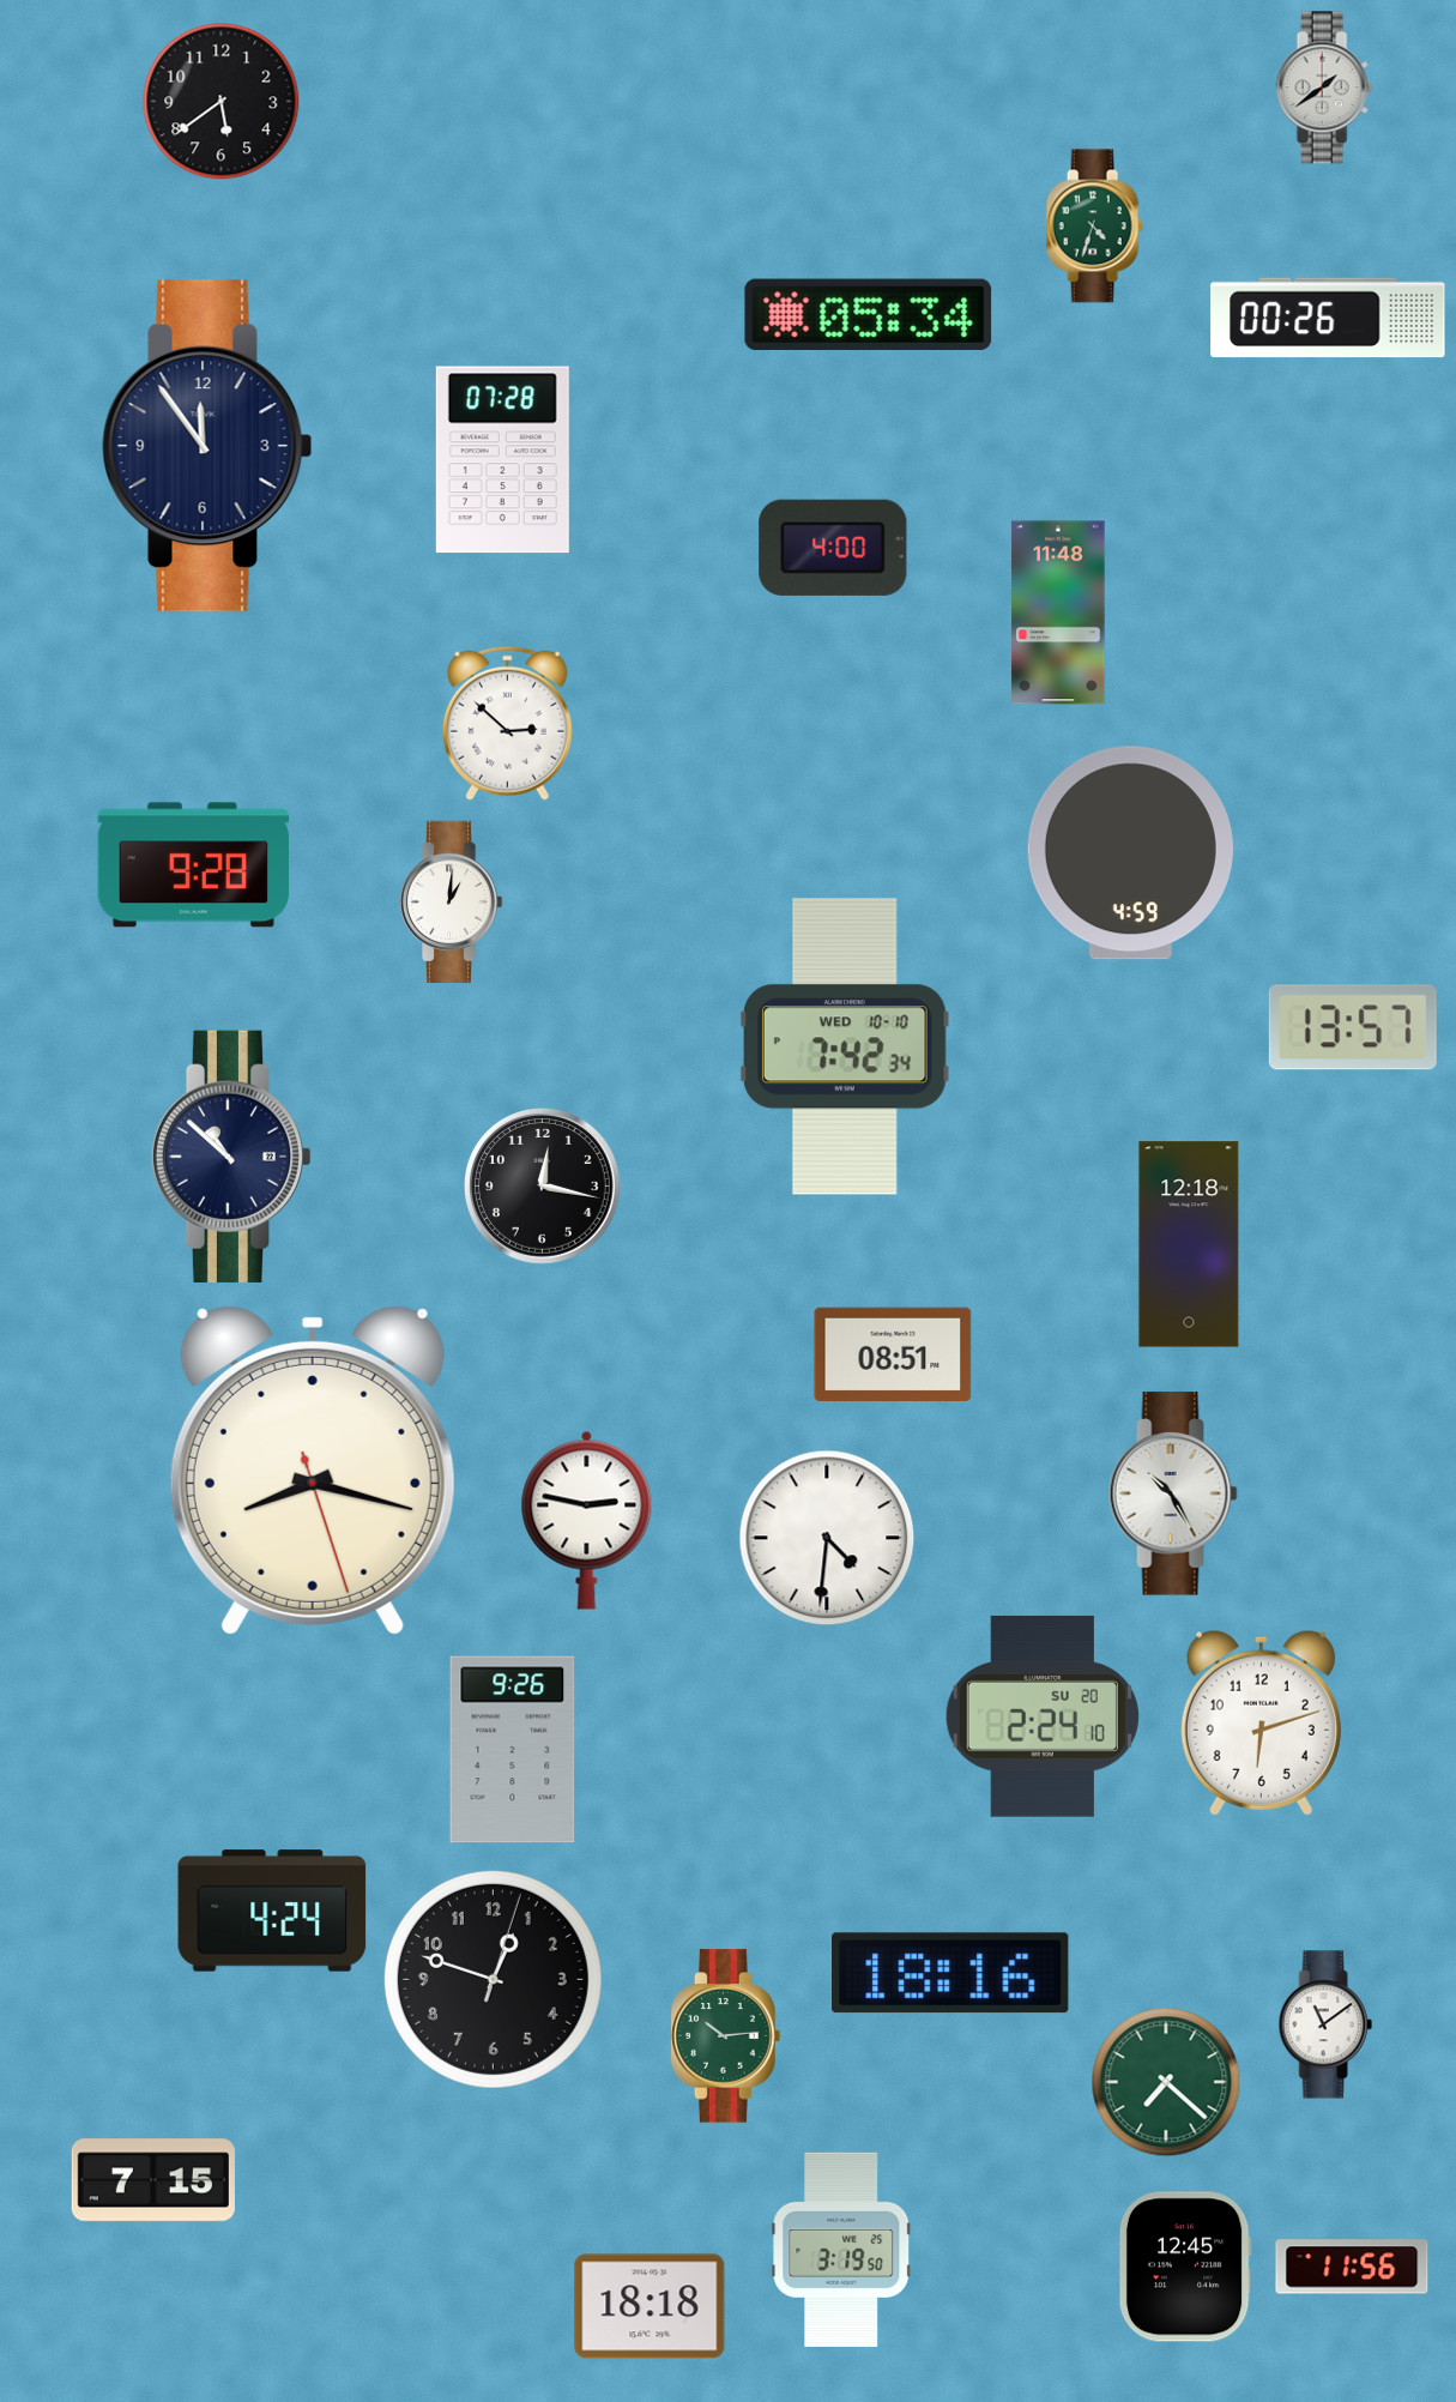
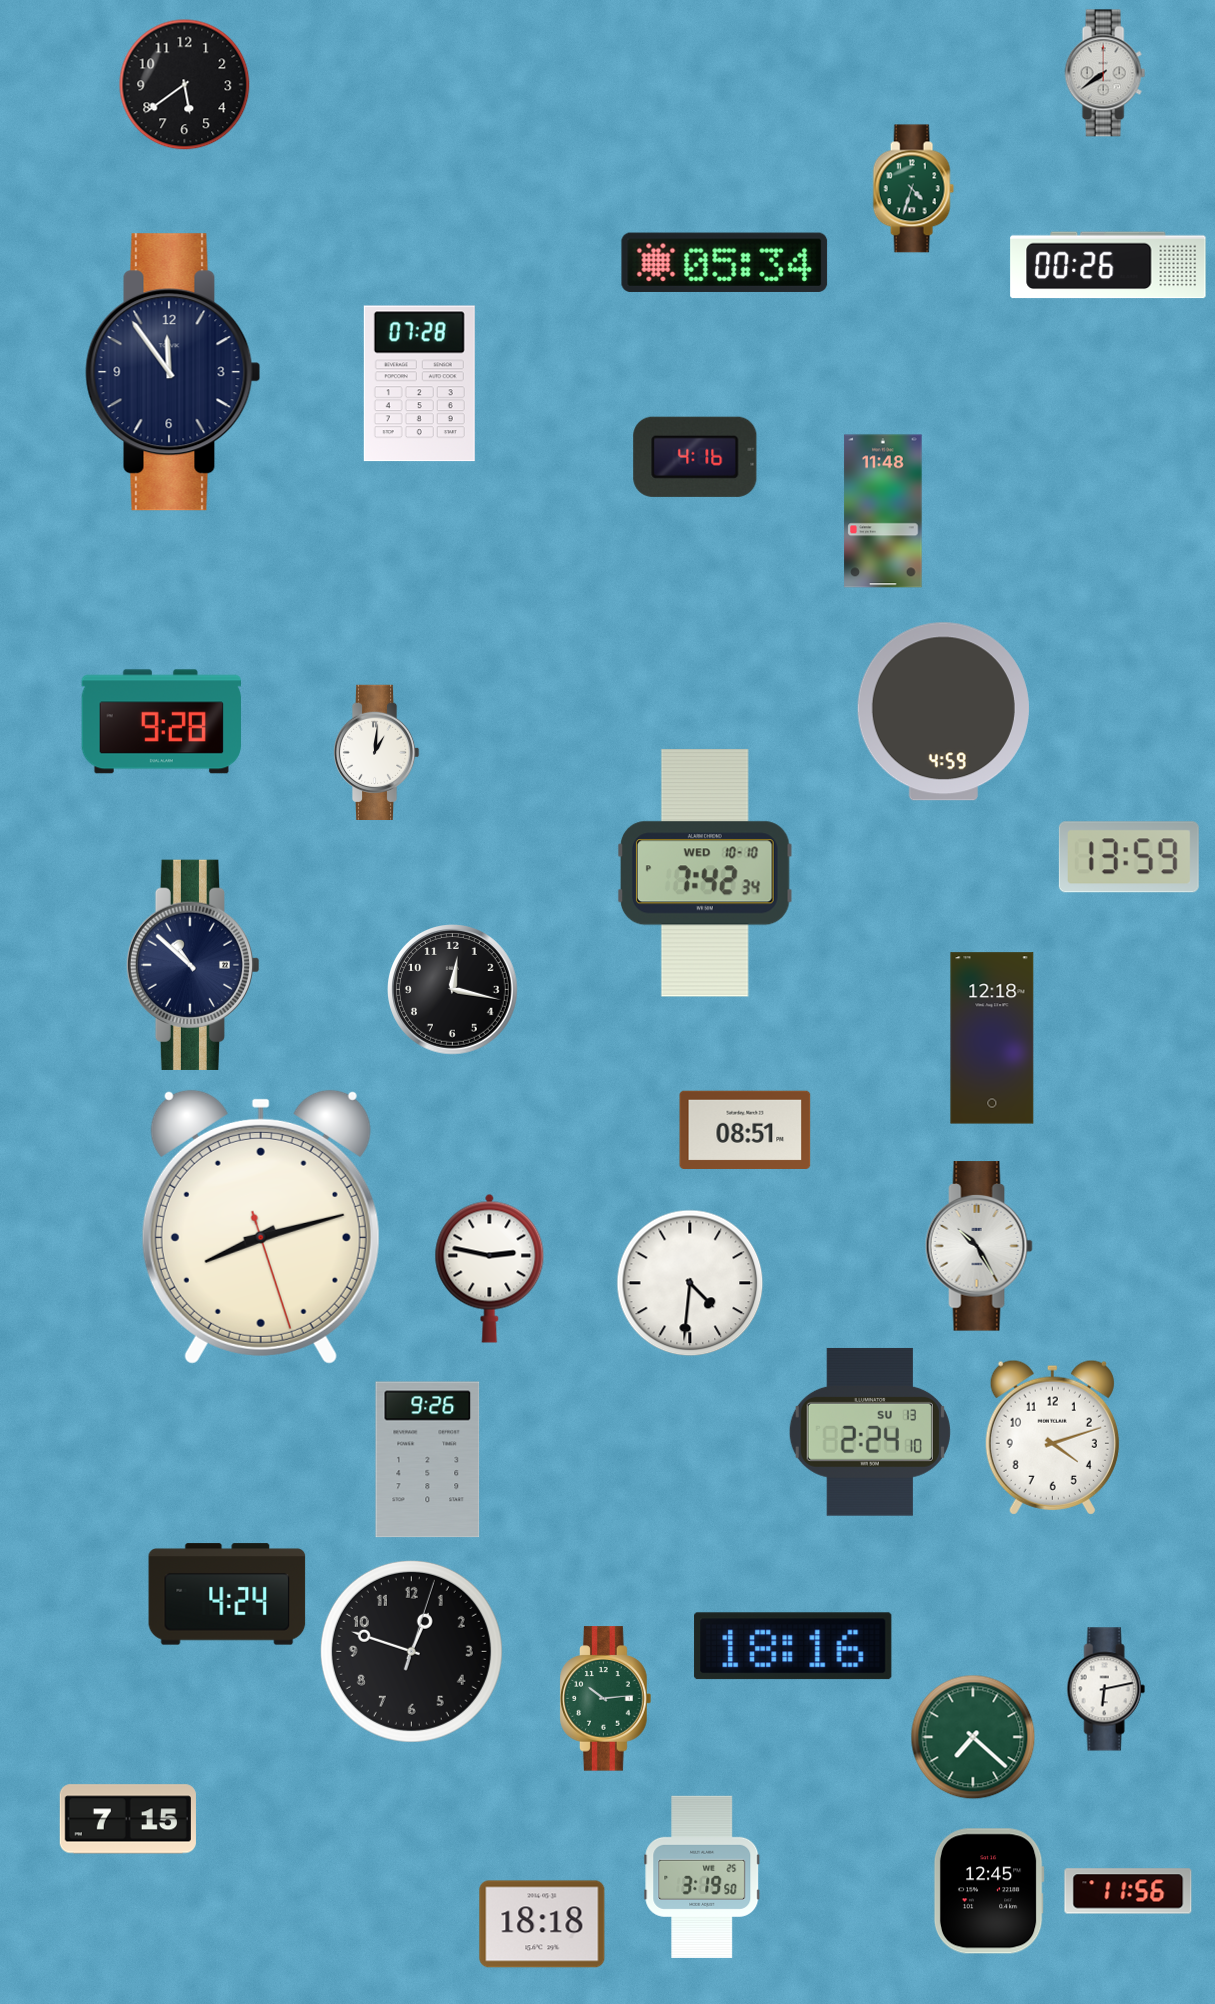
clock at (1324, 87): 1:39 -> 7:39
clock at (833, 548): 4:00 -> 4:16
clock at (507, 723): 2:52 -> none
clock at (1353, 1027): 13:57 -> 13:59
clock at (313, 1471): 8:17 -> 8:12
clock at (1043, 1716) date: SU 20 -> SU 13
clock at (1261, 1722): 6:12 -> 4:12
clock at (1325, 2024): 11:09 -> 6:13
